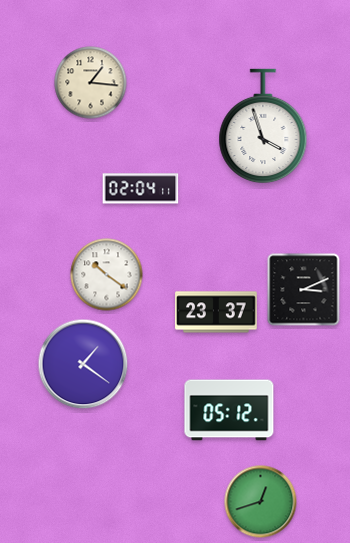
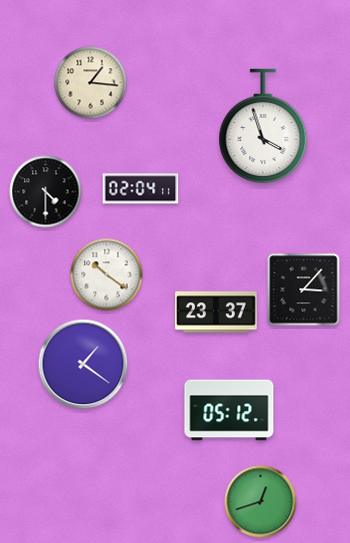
clock at (46, 192): none -> 4:30
clock at (304, 290): 3:11 -> 3:07
